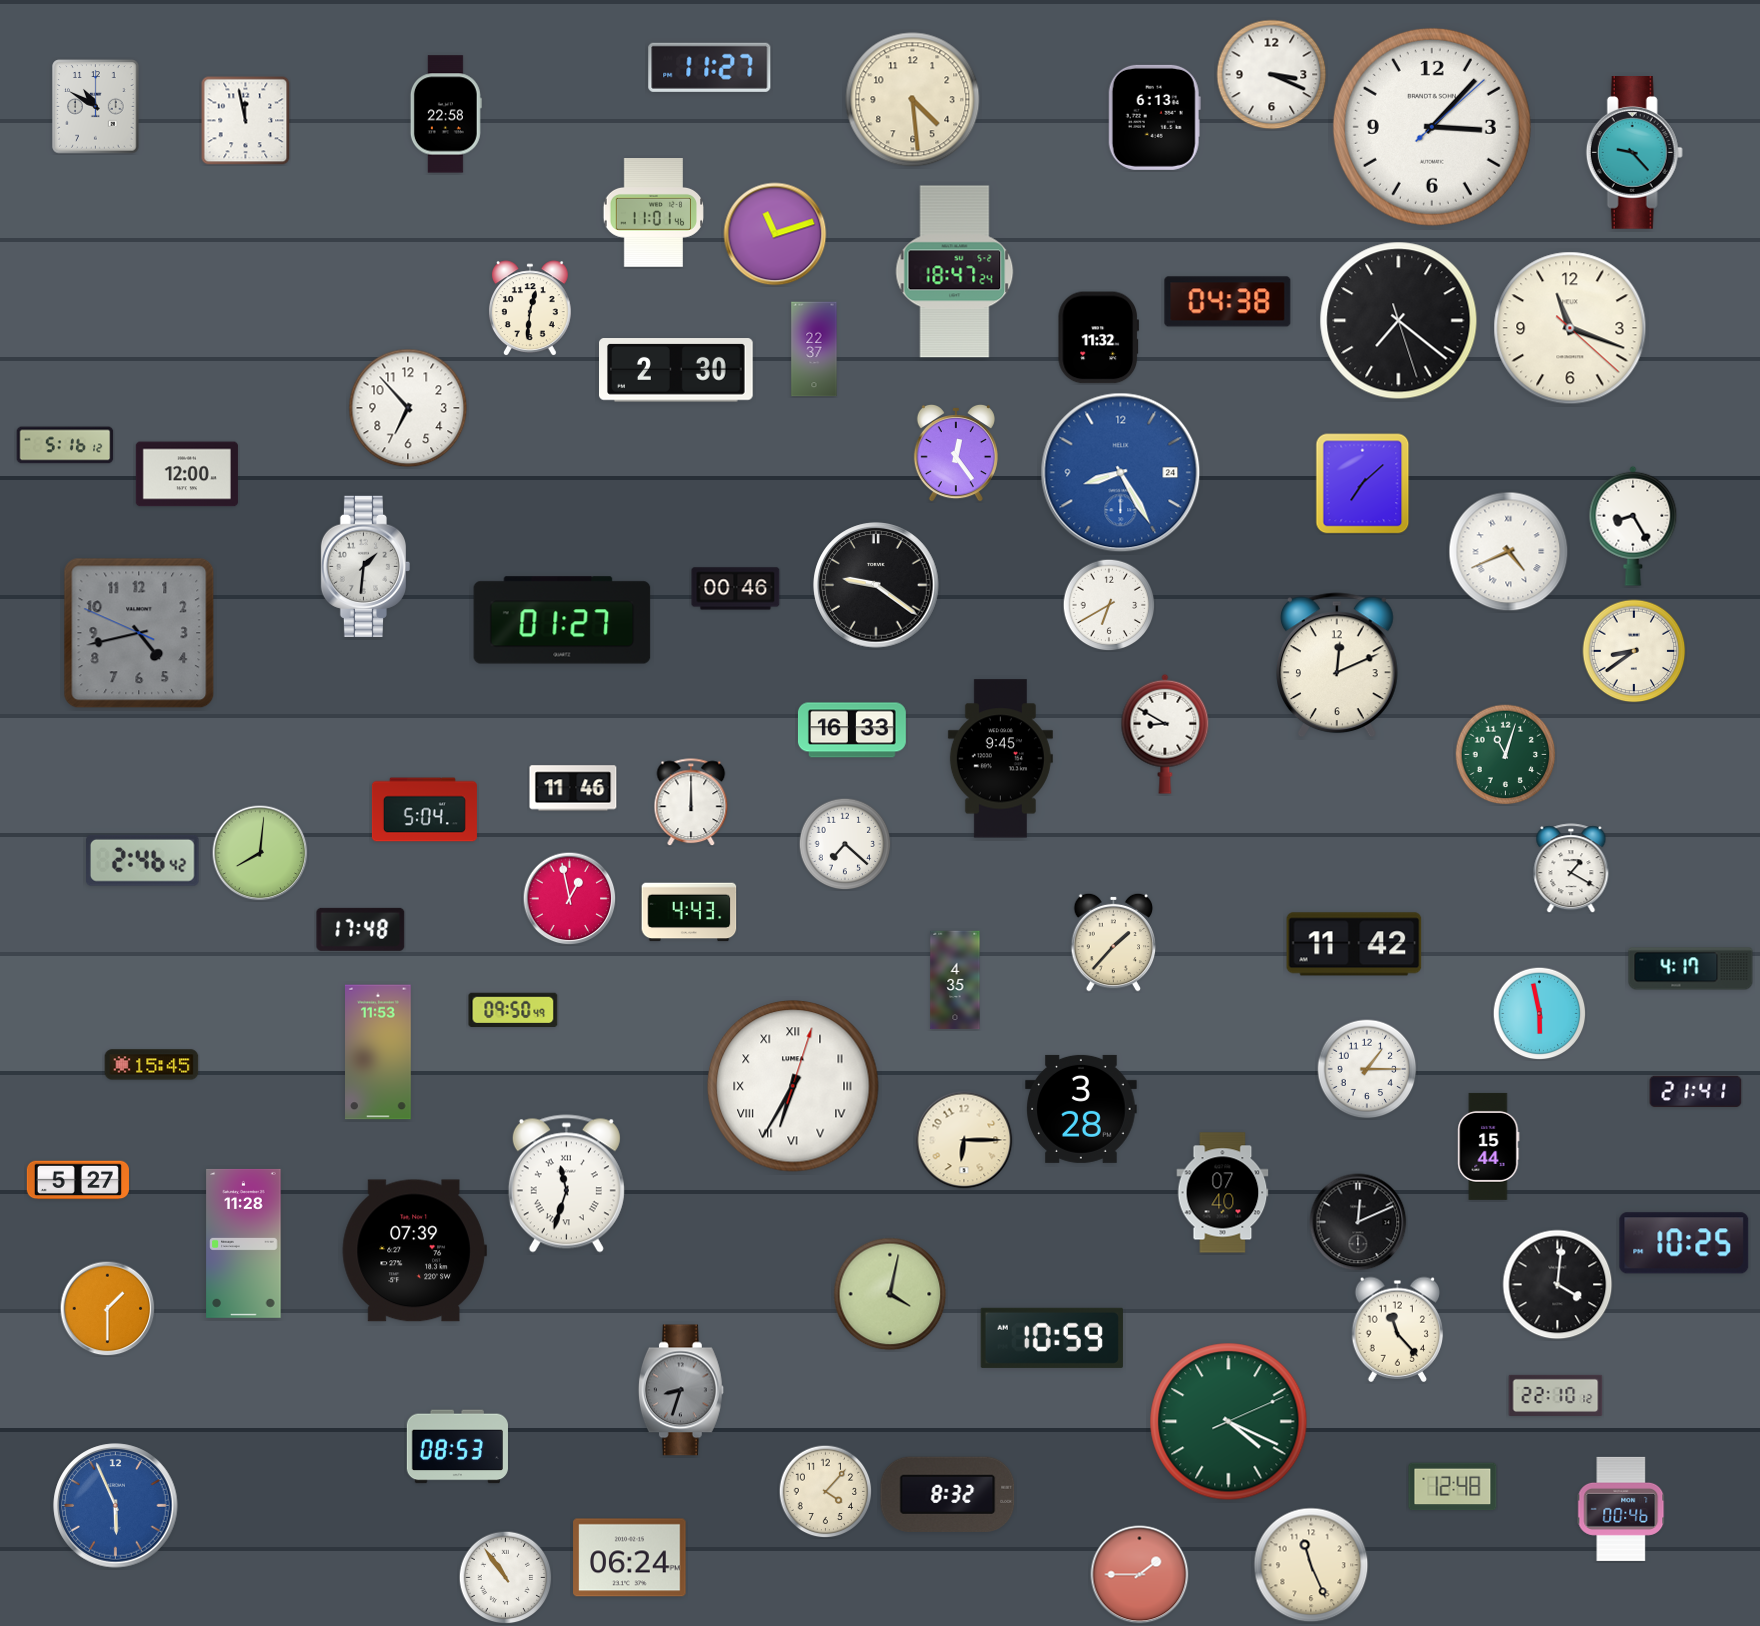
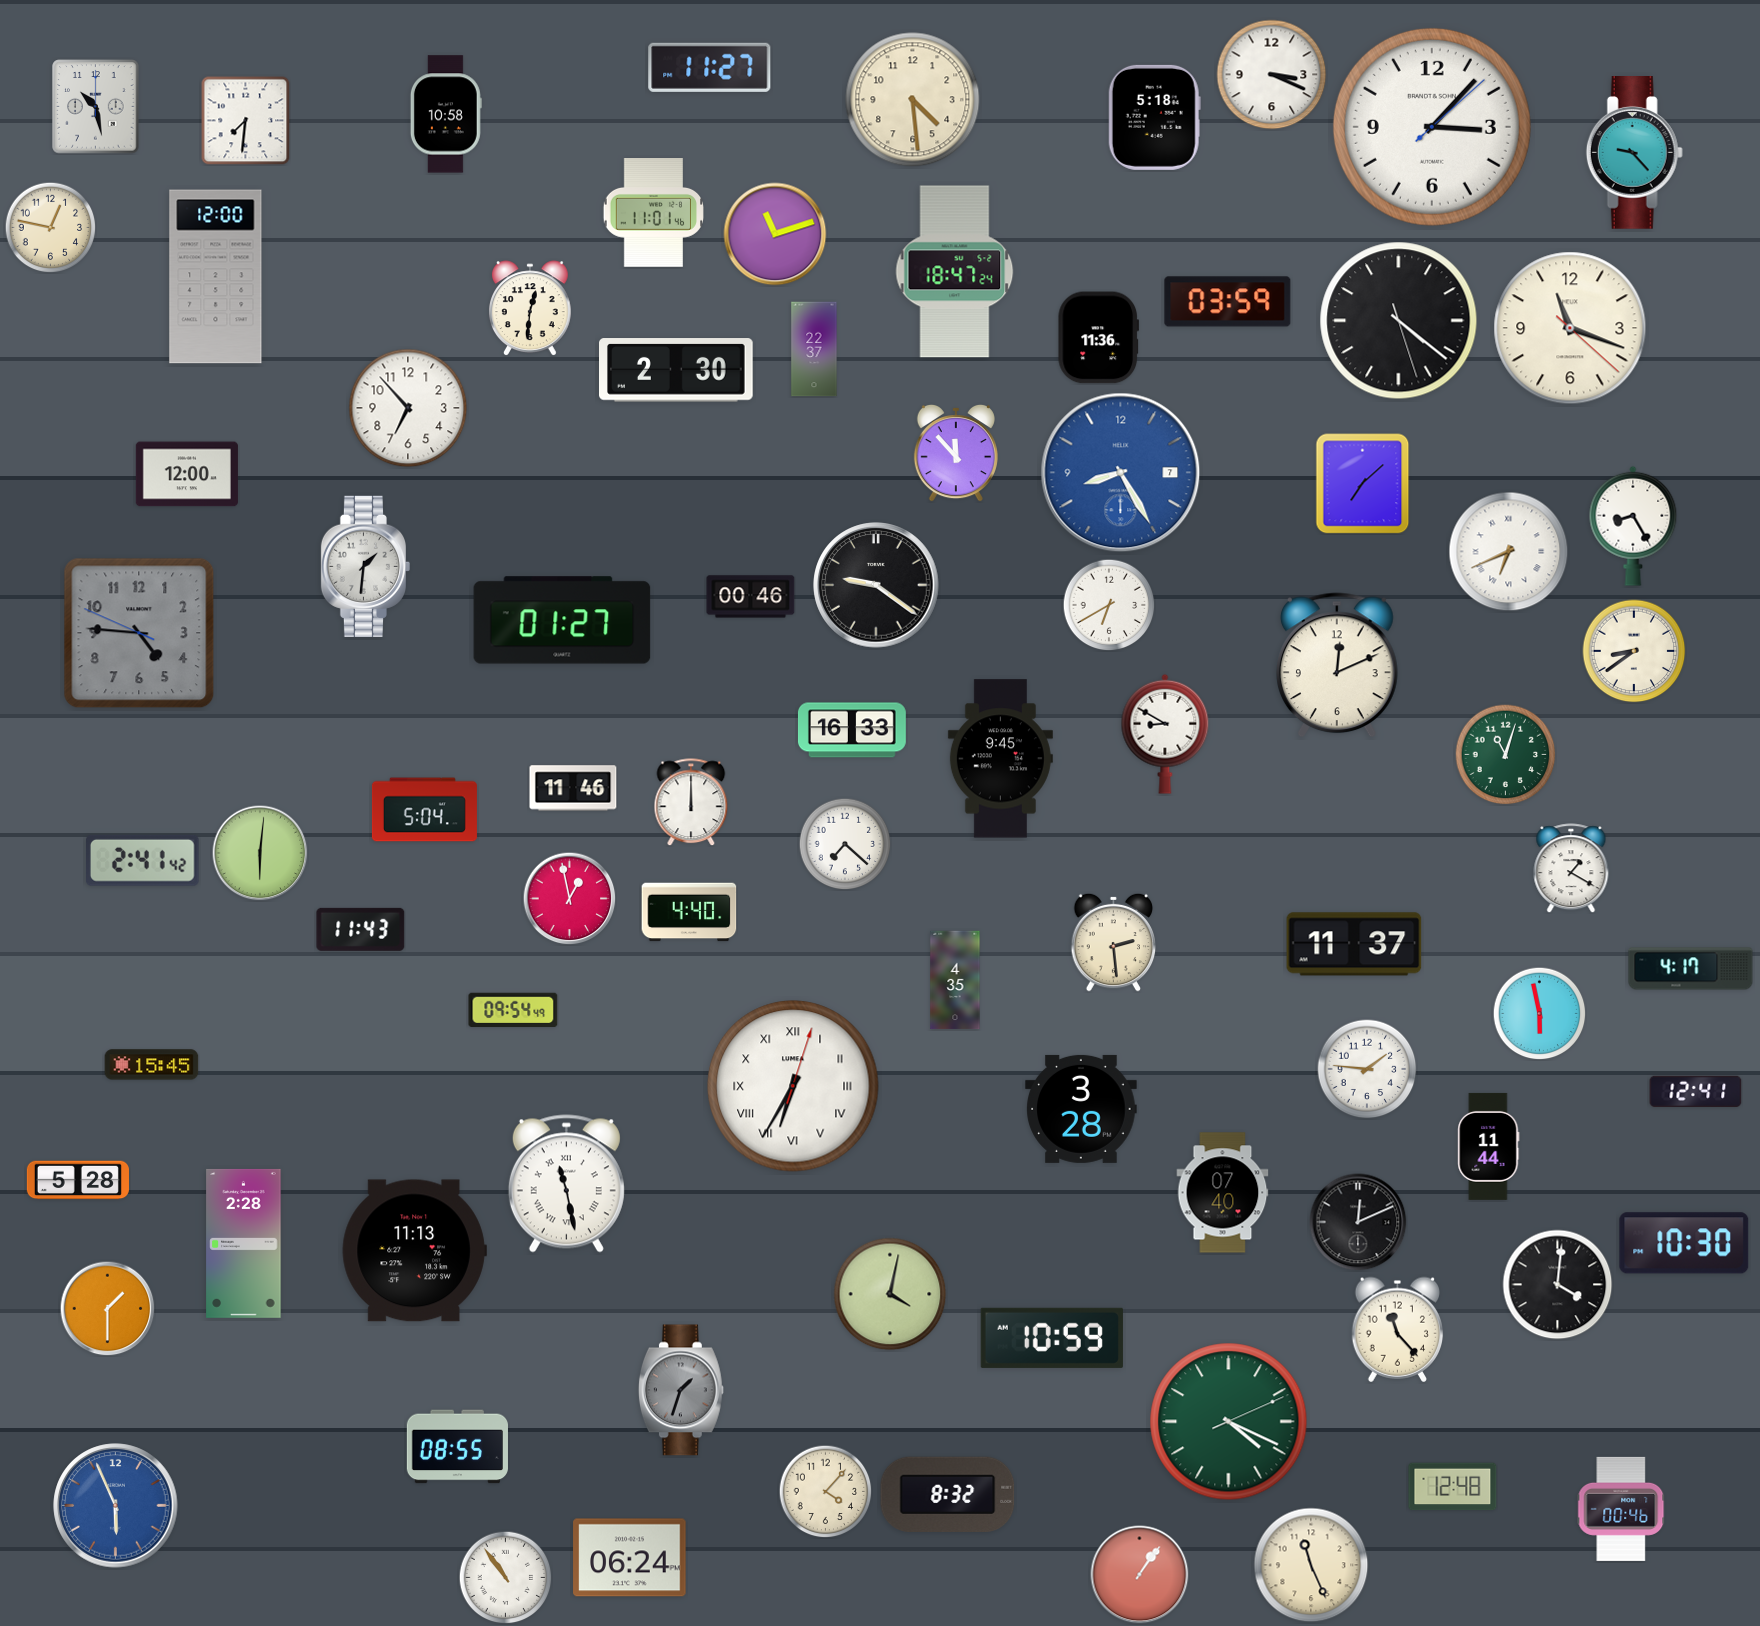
clock at (96, 107): 10:50 -> 10:28
clock at (446, 114): 22:58 -> 10:58
clock at (1154, 117): 6:13 -> 5:18
clock at (245, 120): 11:58 -> 7:31
clock at (50, 227): none -> 12:47
clock at (216, 277): none -> 12:00
clock at (1228, 302): 04:38 -> 03:59
clock at (1399, 321): 7:21 -> 4:21
clock at (1098, 338): 11:32 -> 11:36
clock at (65, 445): 5:16 -> none
clock at (956, 453): 12:24 -> 11:53
clock at (1121, 473) date: 24 -> 7
clock at (1509, 552): 4:41 -> 6:41
clock at (736, 589) position: (736, 589) -> (751, 597)
clock at (139, 633): 4:42 -> 4:45
clock at (260, 853): 8:01 -> 6:01
clock at (143, 860): 2:46 -> 2:41
clock at (689, 912): 4:43 -> 4:40
clock at (361, 929): 17:48 -> 11:43
clock at (1114, 942): 1:37 -> 2:29
clock at (1354, 944): 11:42 -> 11:37
clock at (513, 1009): 09:50 -> 09:54
clock at (378, 1052): 11:53 -> none
clock at (1367, 1069): 1:15 -> 1:46
clock at (1696, 1091): 21:41 -> 12:41
clock at (964, 1140): 6:15 -> none
clock at (1489, 1146): 15:44 -> 11:44
clock at (78, 1180): 5:27 -> 5:28
clock at (566, 1184): 11:33 -> 11:28
clock at (244, 1243): 11:28 -> 2:28
clock at (1684, 1243): 10:25 -> 10:30
clock at (414, 1251): 07:39 -> 11:13
clock at (681, 1390): 8:33 -> 1:33
clock at (1556, 1395): 22:10 -> none
clock at (457, 1447): 08:53 -> 08:55
clock at (1140, 1575): 1:45 -> 1:06
